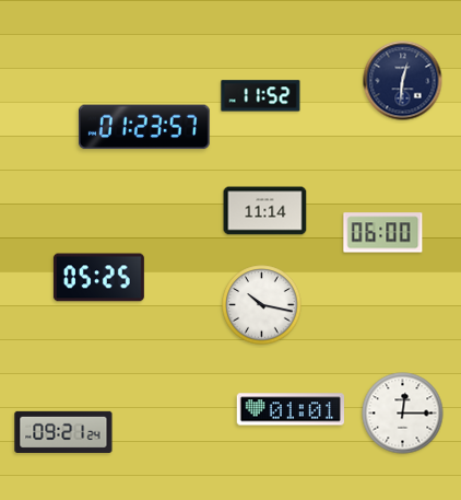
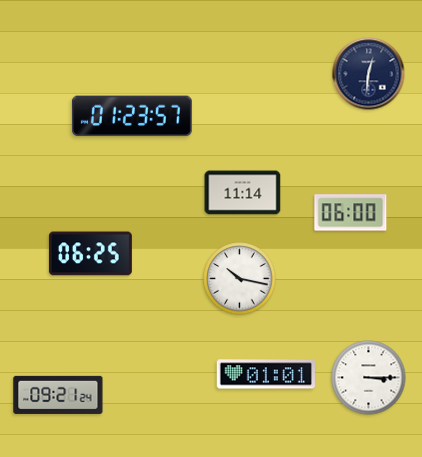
clock at (261, 96): 11:52 -> none
clock at (98, 278): 05:25 -> 06:25
clock at (403, 414): 12:15 -> 3:15
